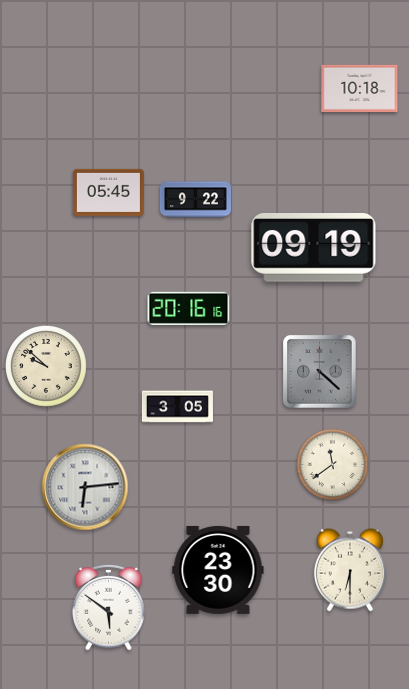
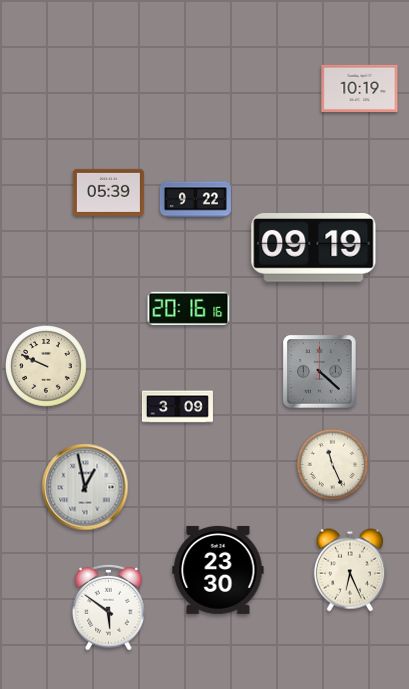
clock at (360, 88): 10:18 -> 10:19
clock at (108, 192): 05:45 -> 05:39
clock at (47, 367): 9:52 -> 9:49
clock at (177, 407): 3:05 -> 3:09
clock at (333, 465): 11:39 -> 11:26
clock at (85, 487): 6:14 -> 12:58
clock at (350, 570): 6:30 -> 6:26
